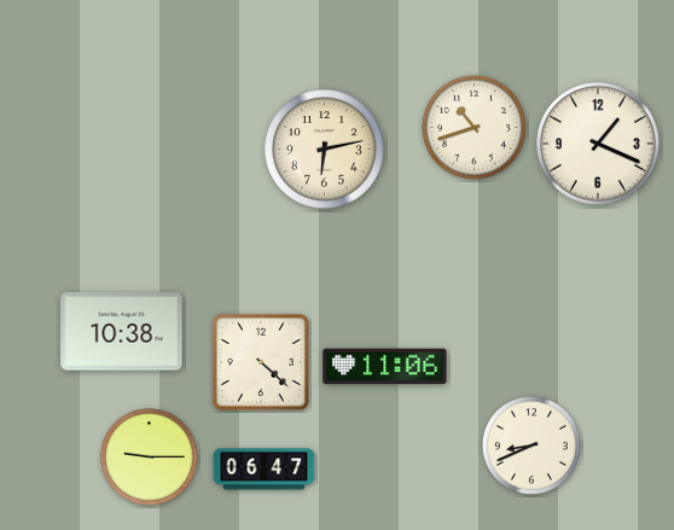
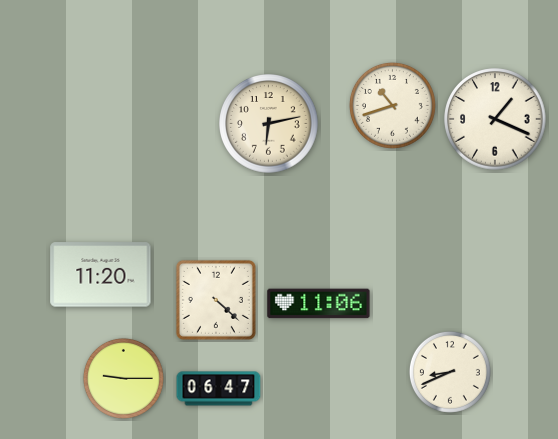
clock at (122, 332): 10:38 -> 11:20
clock at (531, 445) position: (531, 445) -> (450, 372)
